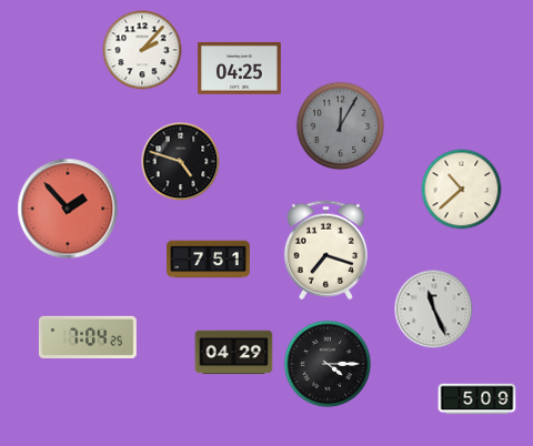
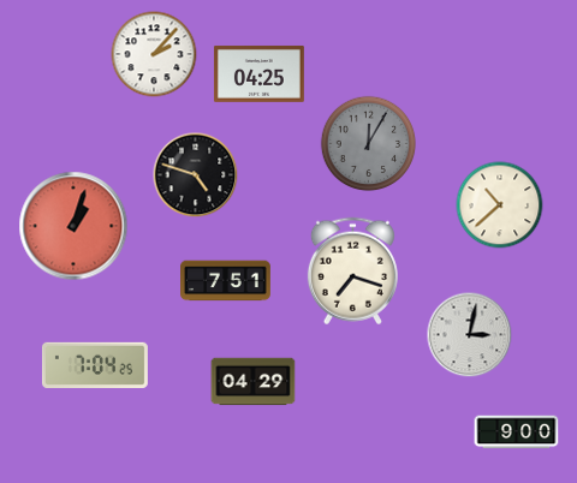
clock at (341, 126) position: (341, 126) -> (369, 144)
clock at (68, 209): 1:53 -> 1:03
clock at (434, 310): 11:26 -> 3:02
clock at (328, 364): 4:15 -> none
clock at (477, 399): 5:09 -> 9:00
